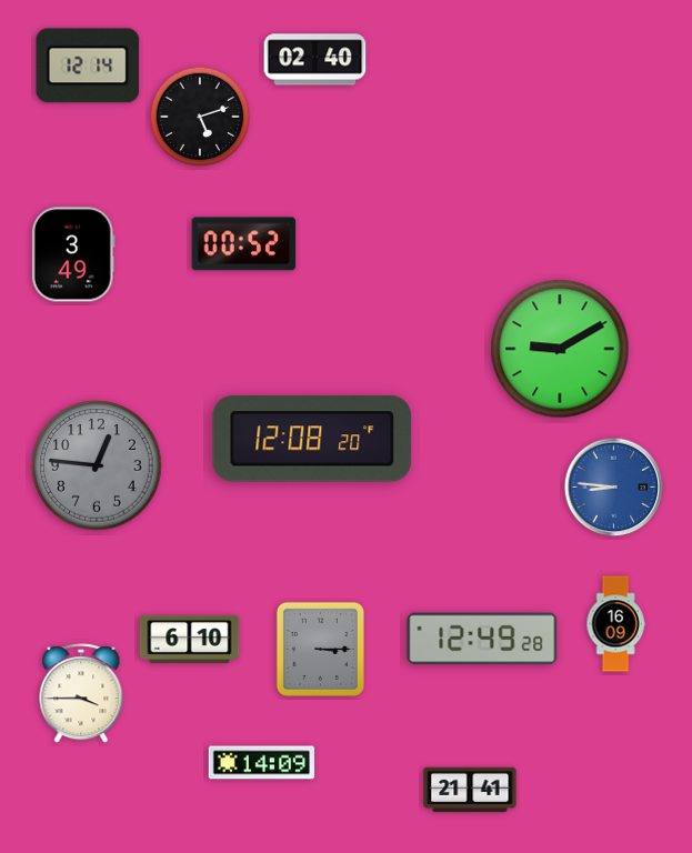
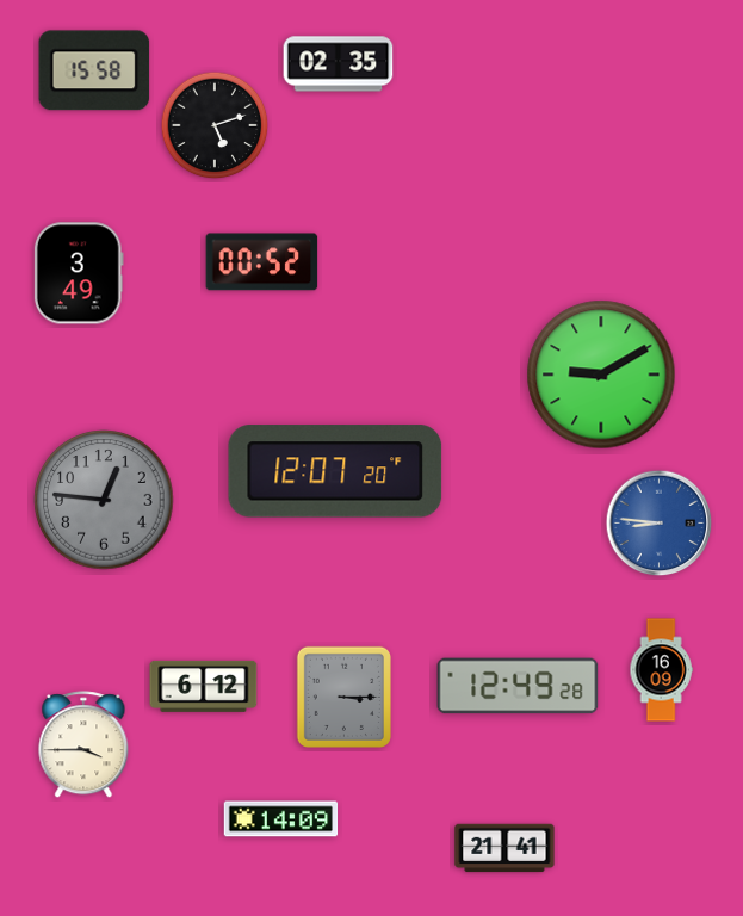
clock at (315, 60): 02:40 -> 02:35
clock at (88, 66): 12:14 -> 15:58
clock at (312, 439): 12:08 -> 12:07
clock at (190, 639): 6:10 -> 6:12
clock at (81, 694) position: (81, 694) -> (83, 745)
